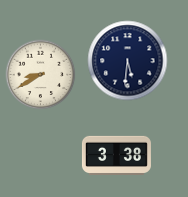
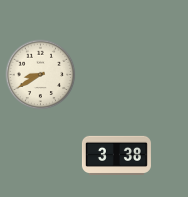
clock at (128, 61): 5:31 -> none
